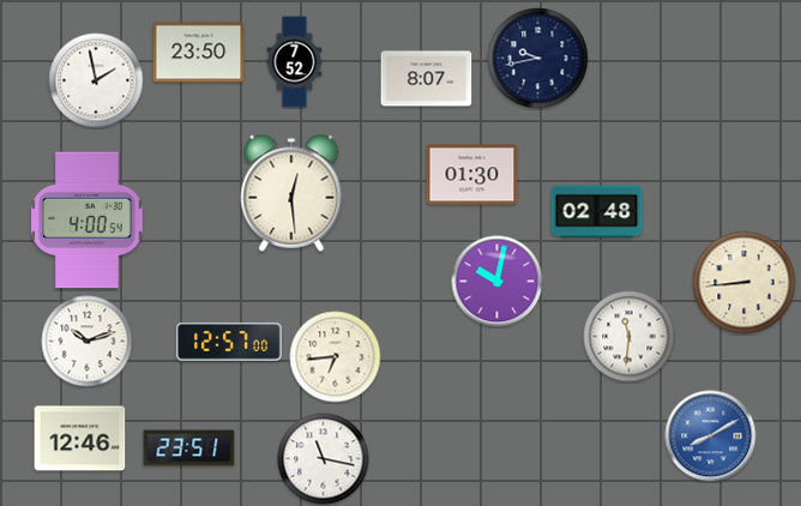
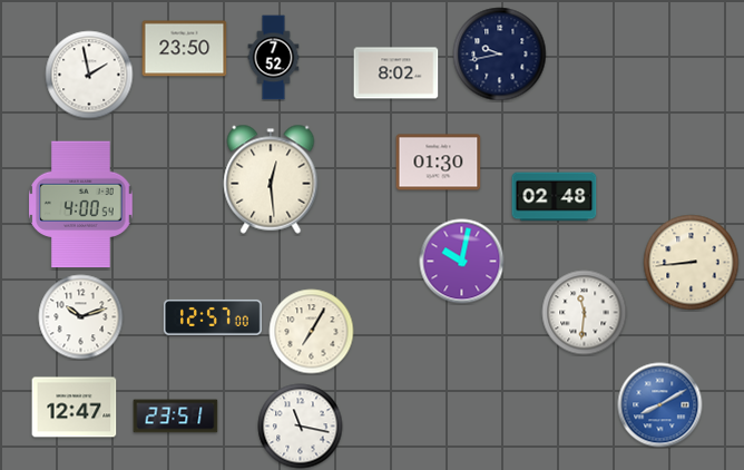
clock at (427, 79): 8:07 -> 8:02
clock at (336, 357): 6:44 -> 7:05
clock at (80, 439): 12:46 -> 12:47
